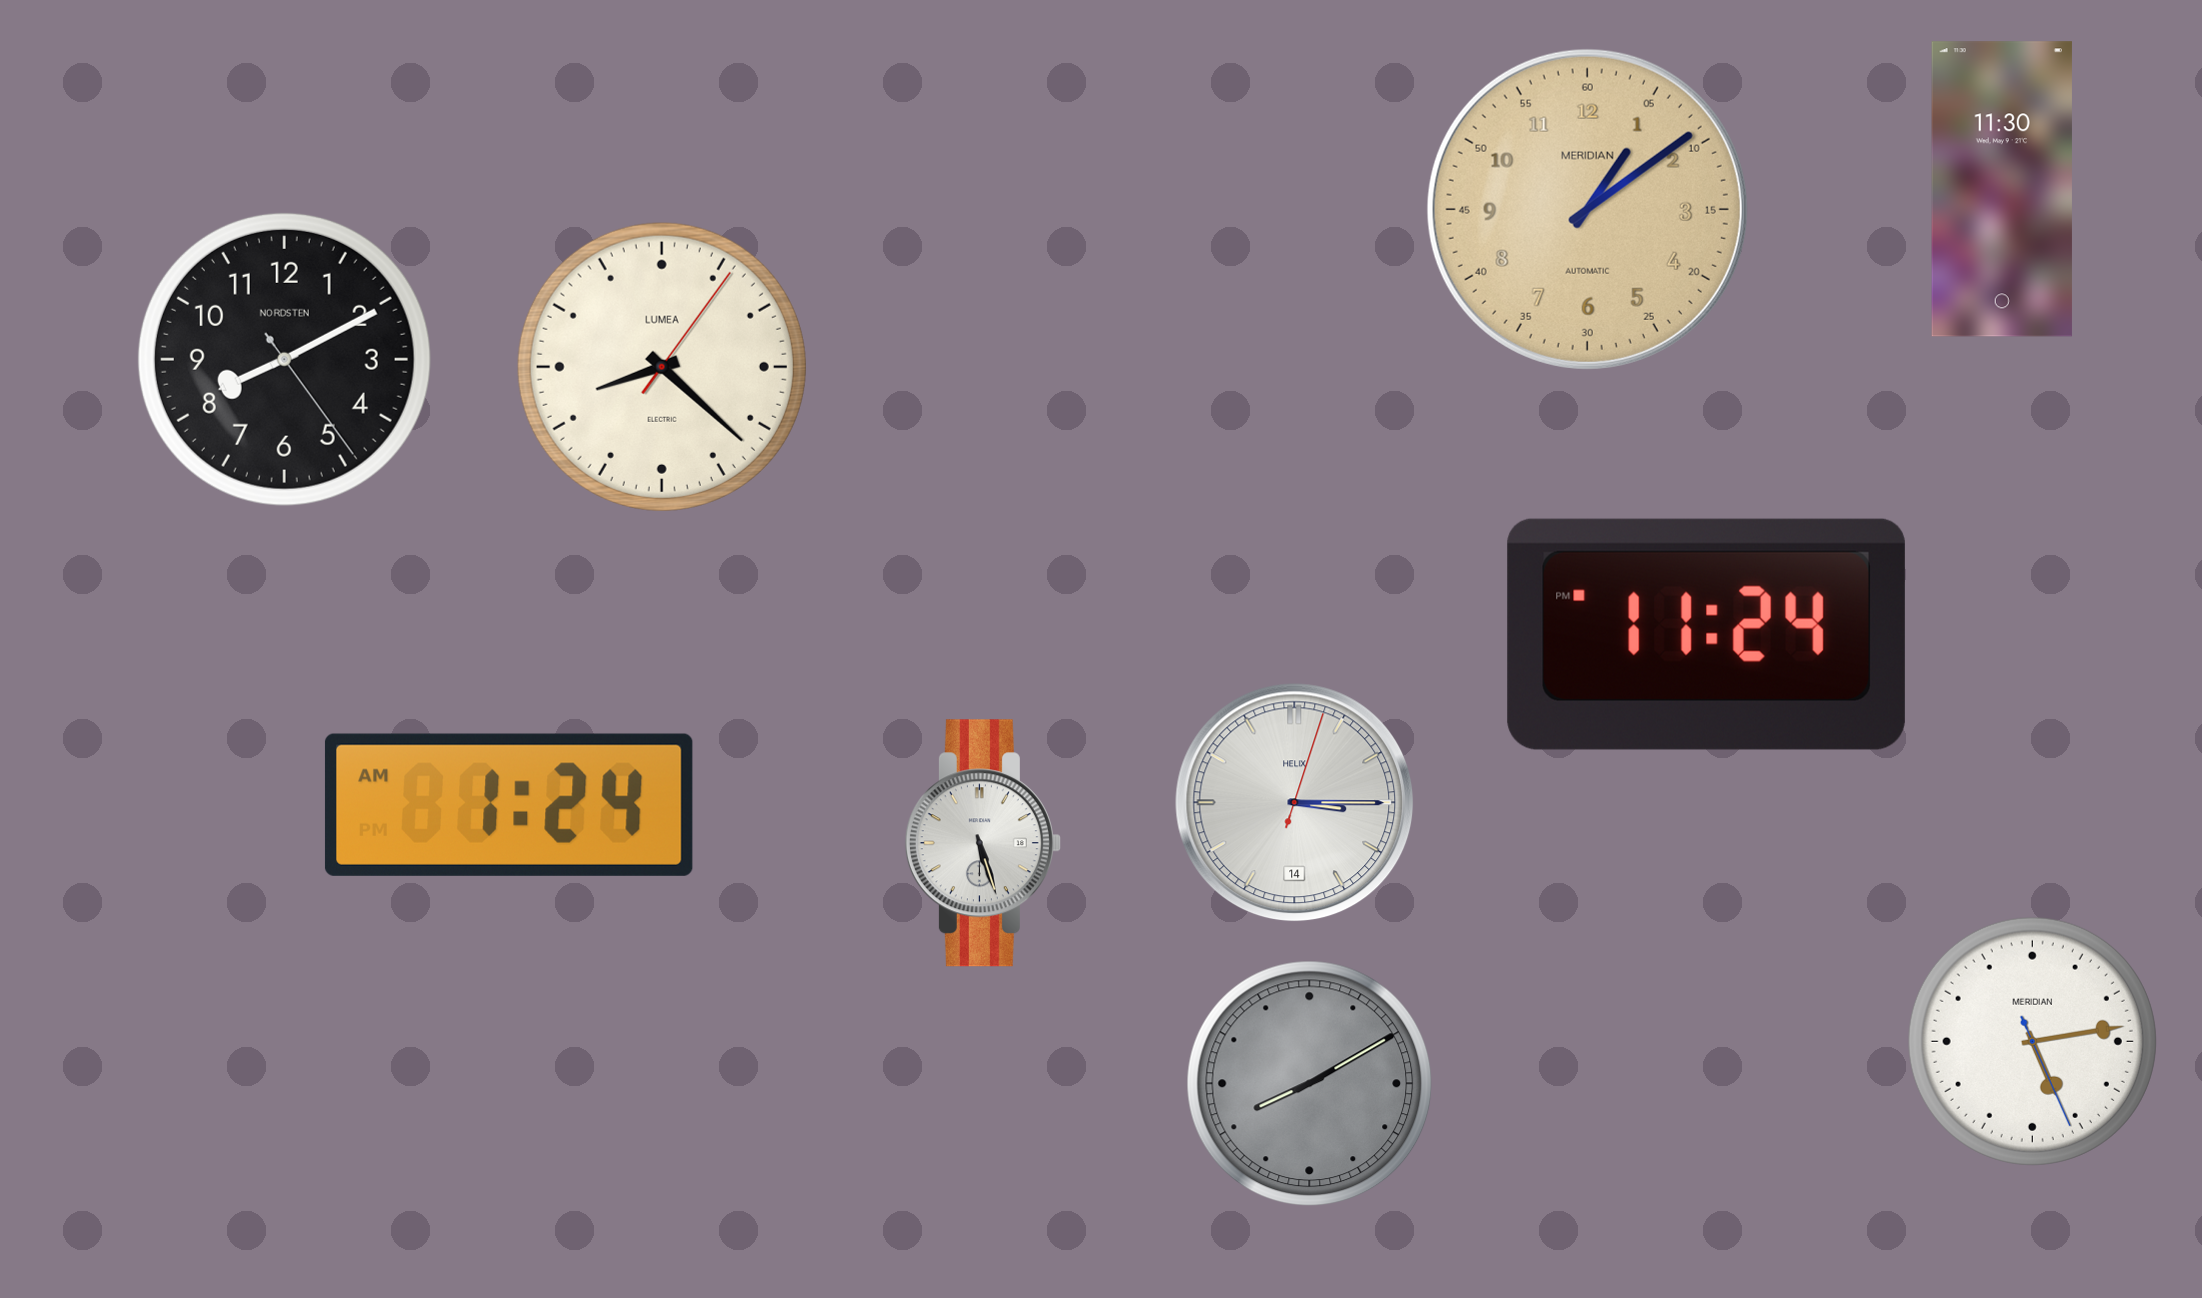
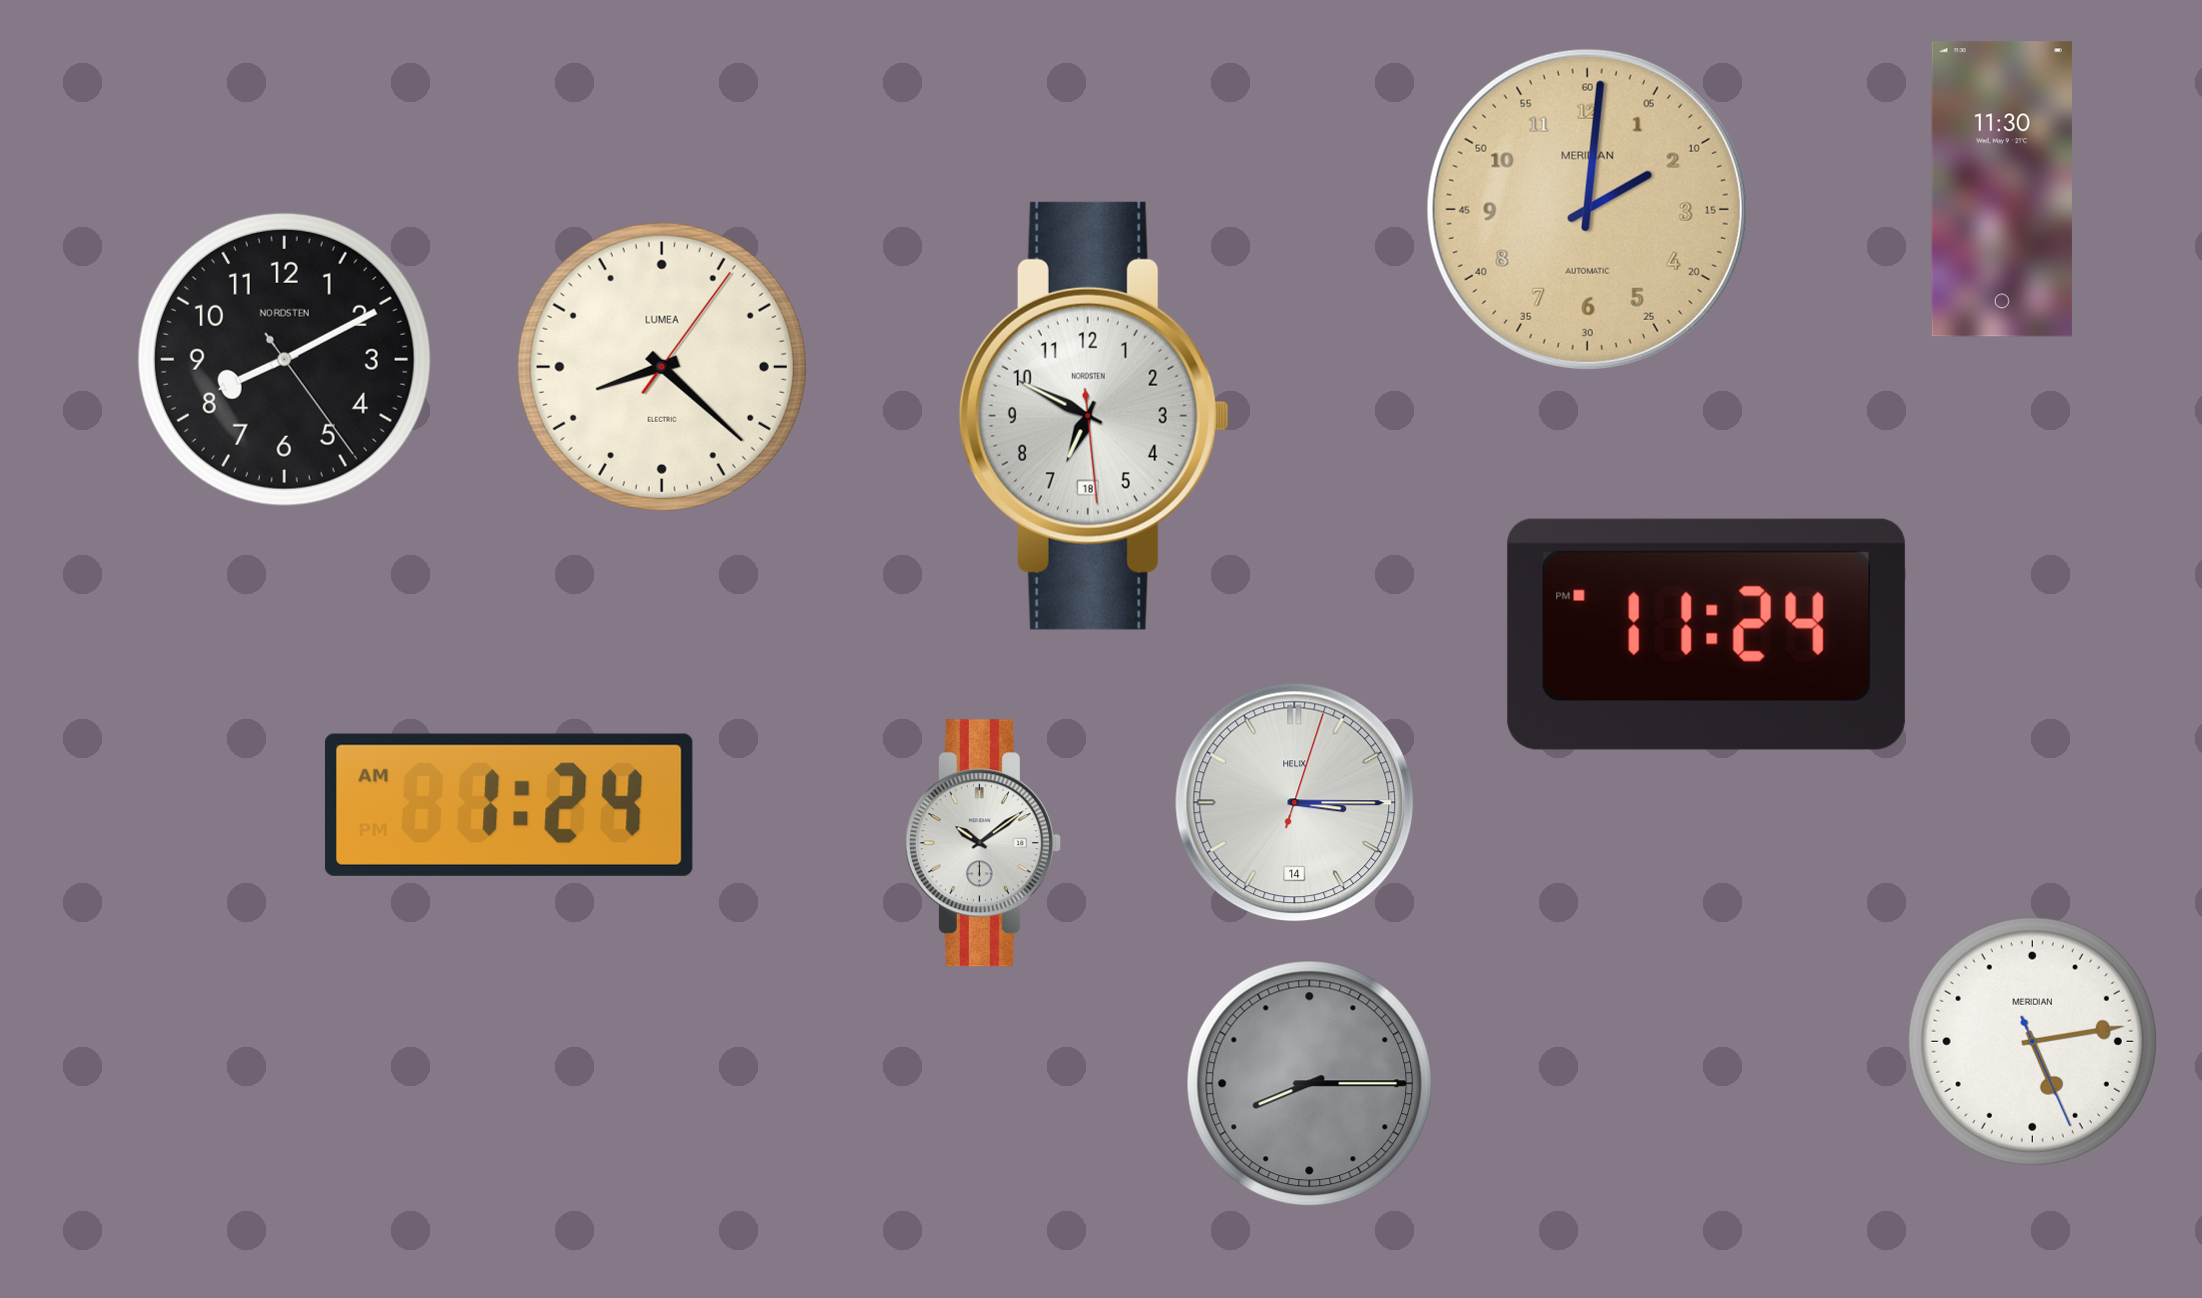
clock at (1587, 209): 1:09 -> 2:01
clock at (1094, 416): none -> 6:49
clock at (983, 843): 5:27 -> 10:09
clock at (1310, 1084): 8:10 -> 8:15
